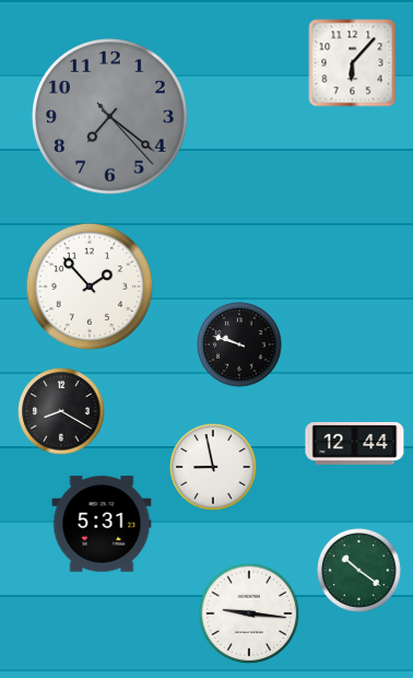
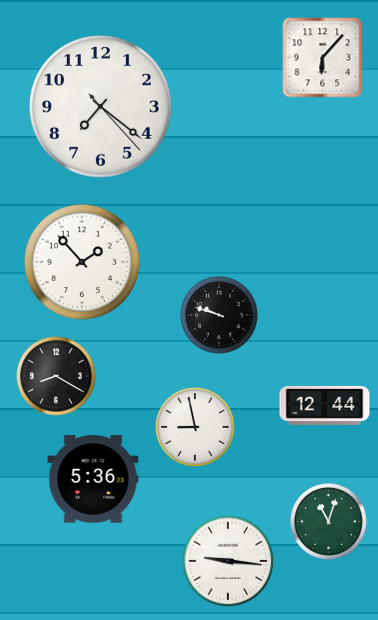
clock at (110, 117) dial: grey -> white
clock at (102, 524): 5:31 -> 5:36
clock at (359, 571): 10:21 -> 11:03
